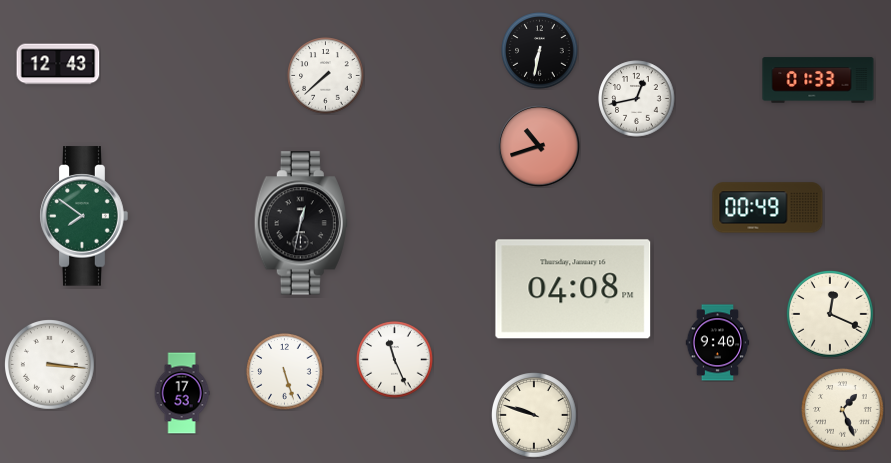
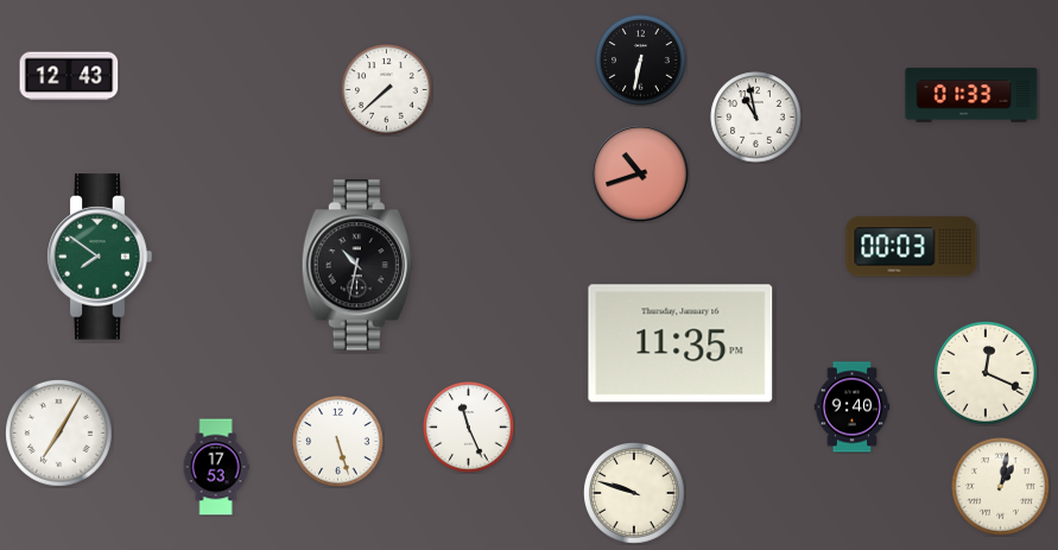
clock at (637, 99): 12:43 -> 10:58
clock at (768, 208): 00:49 -> 00:03
clock at (301, 223): 12:32 -> 10:32
clock at (573, 289): 04:08 -> 11:35
clock at (50, 365): 3:16 -> 7:05
clock at (843, 410): 1:26 -> 1:02
